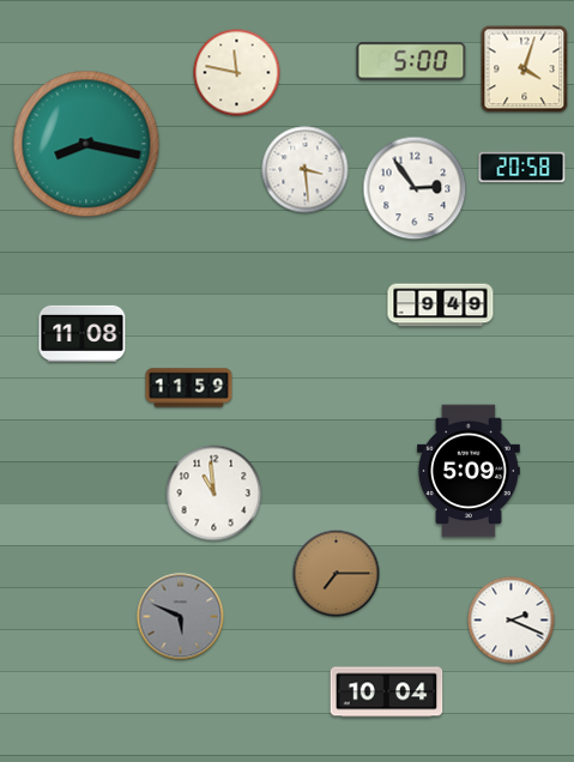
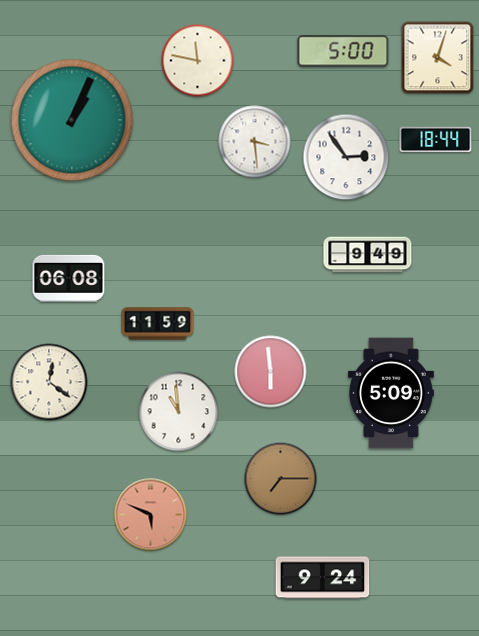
clock at (86, 144): 8:17 -> 1:04
clock at (522, 168): 20:58 -> 18:44
clock at (83, 333): 11:08 -> 06:08
clock at (271, 372): none -> 5:59
clock at (49, 382): none -> 12:21
clock at (181, 617) dial: grey -> salmon
clock at (512, 621): 2:19 -> none
clock at (387, 693): 10:04 -> 9:24
